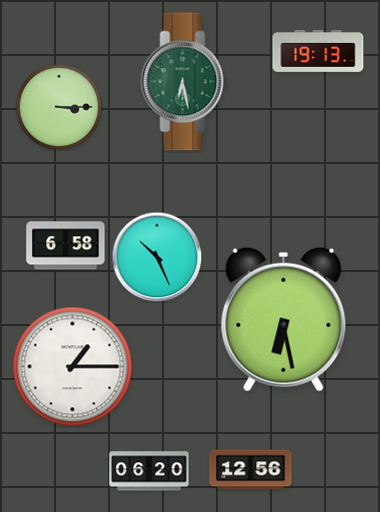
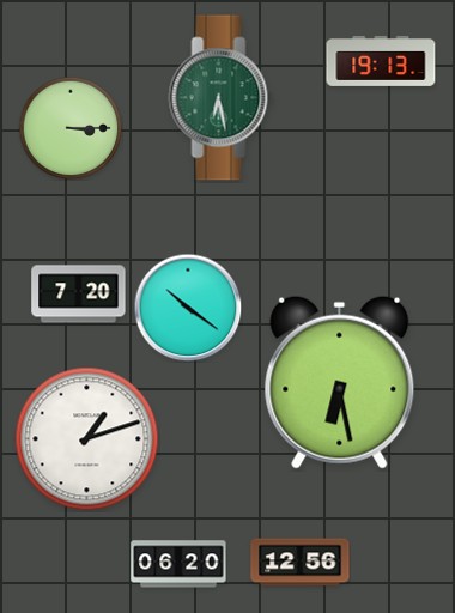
clock at (66, 246): 6:58 -> 7:20
clock at (157, 257): 10:26 -> 10:21
clock at (73, 367): 1:15 -> 1:12
